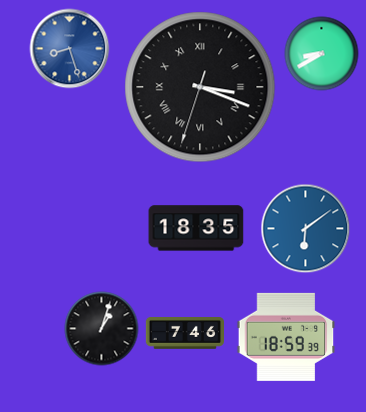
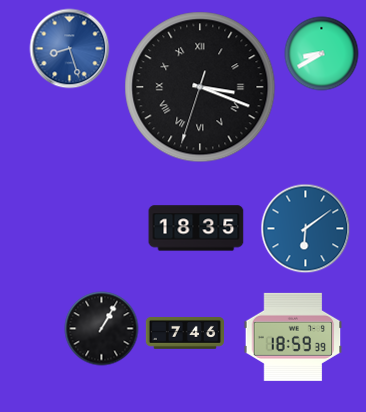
clock at (102, 329): 1:03 -> 1:05
clock at (286, 337) position: (286, 337) -> (293, 337)
